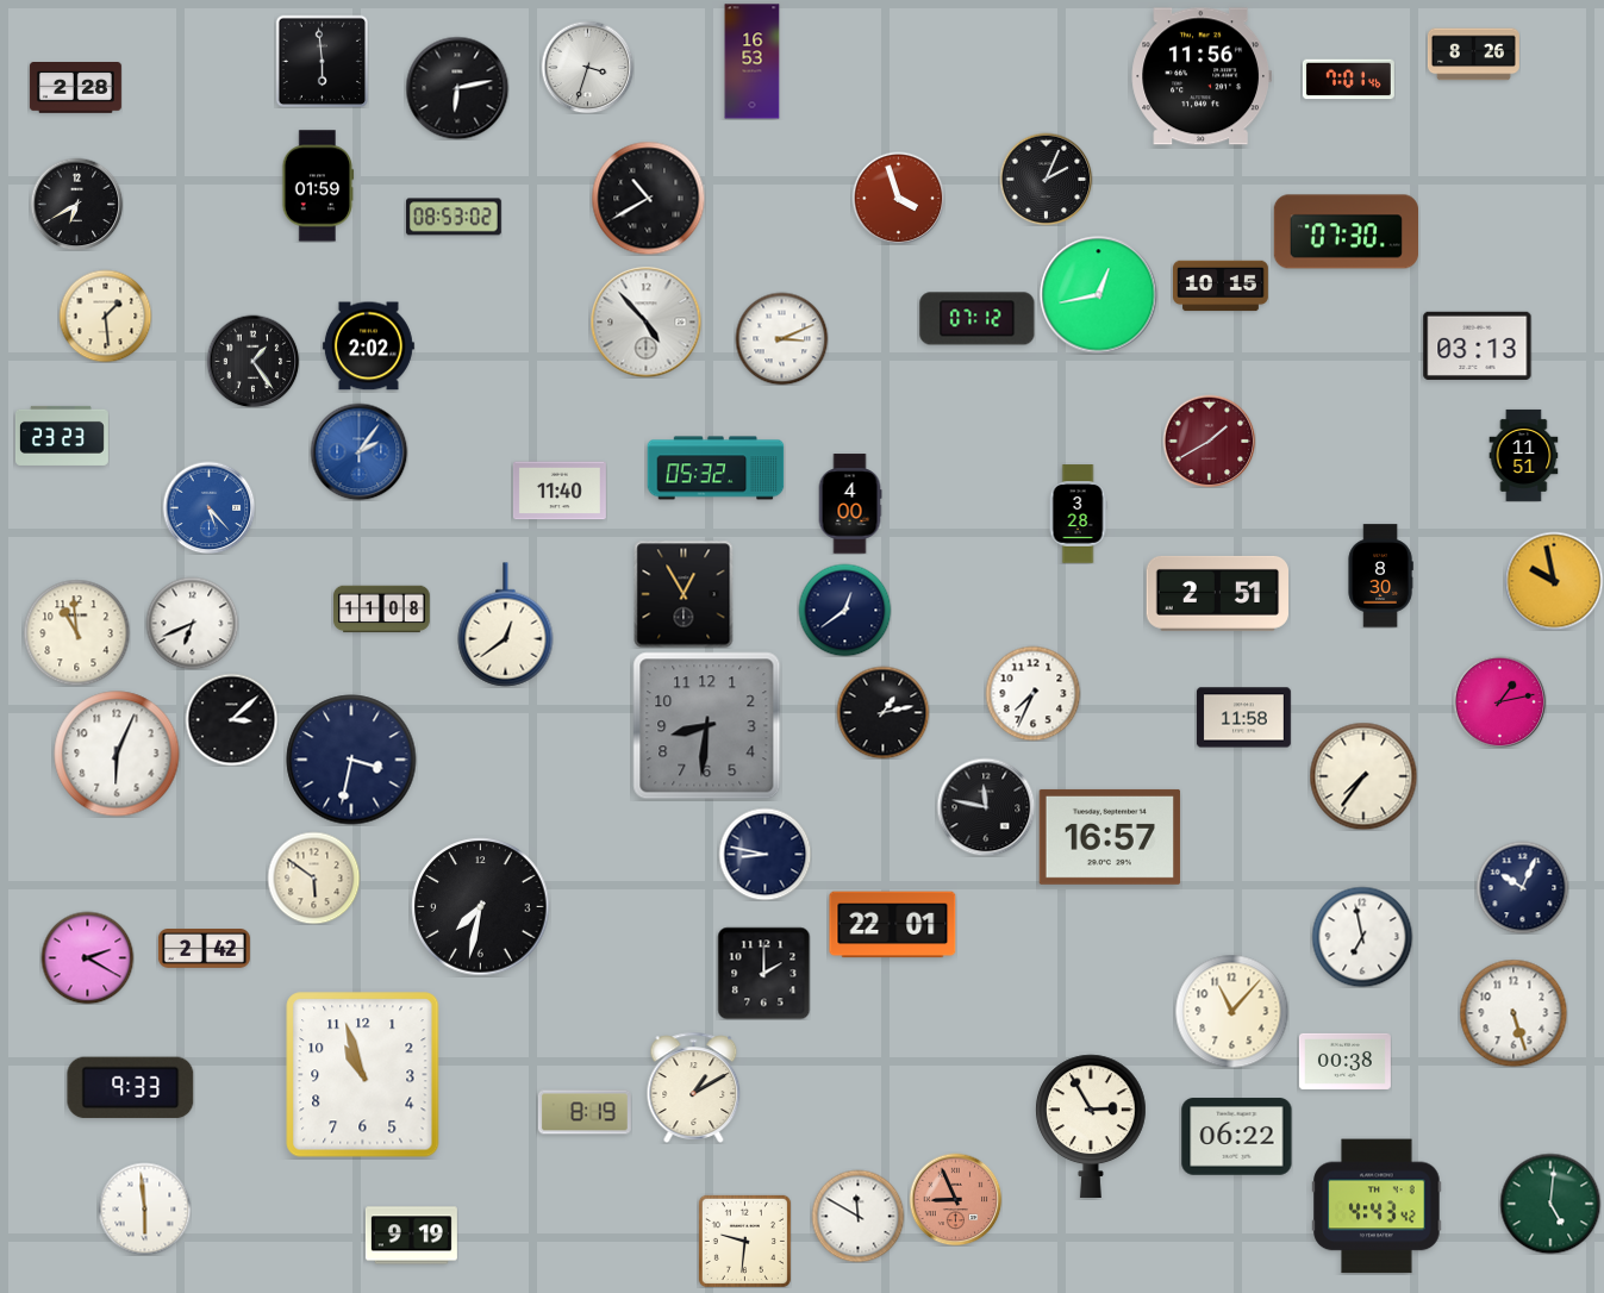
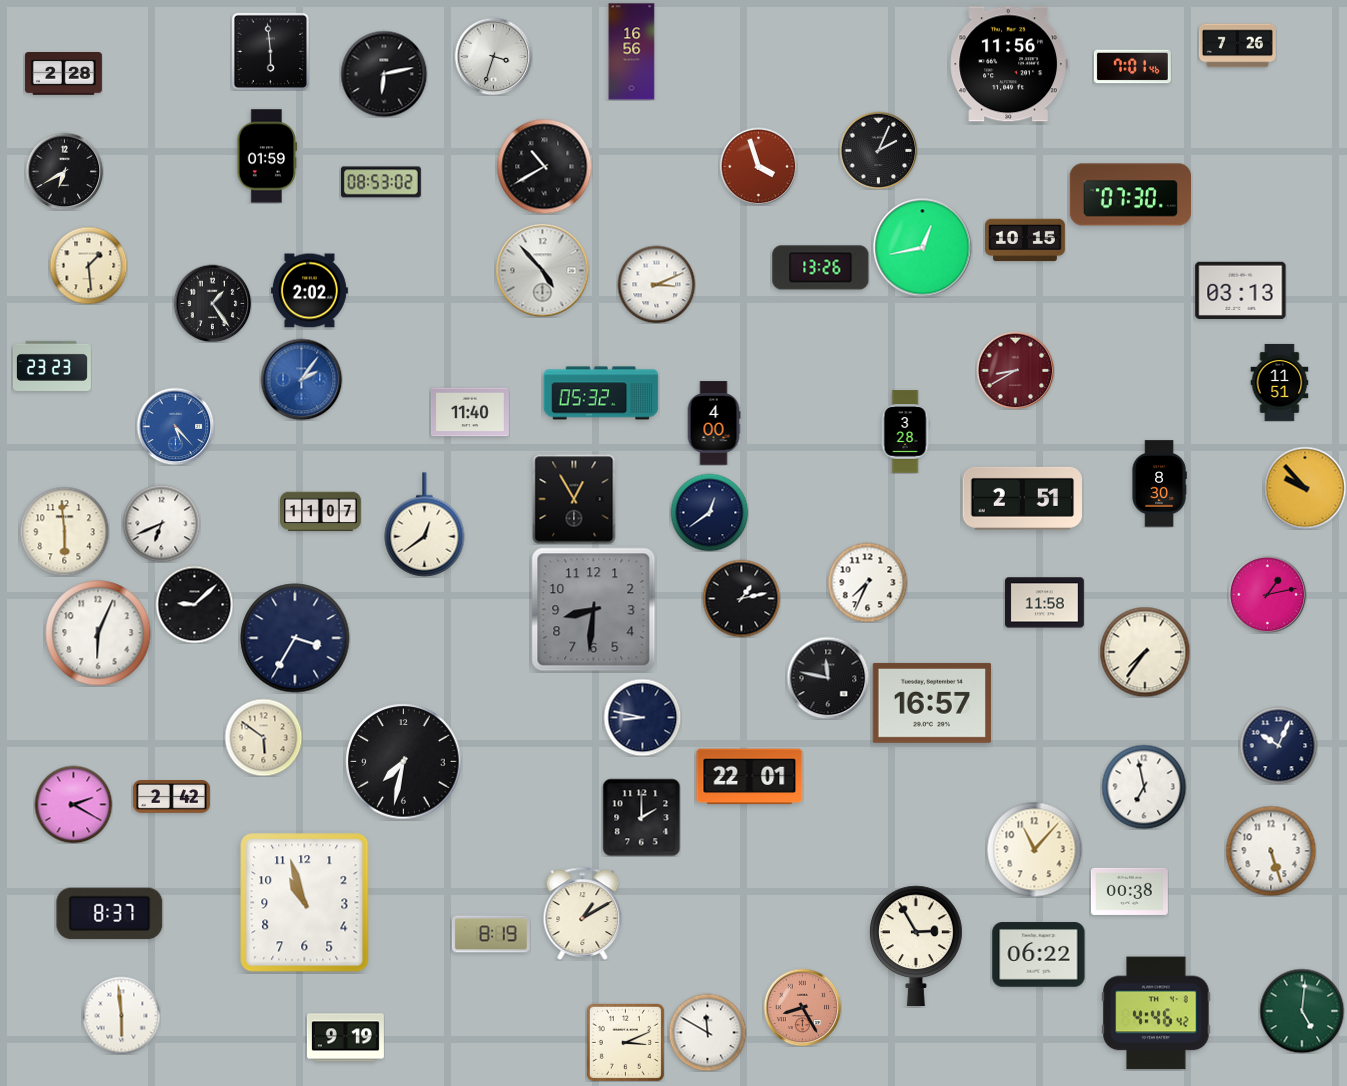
clock at (1473, 55): 8:26 -> 7:26
clock at (753, 62): 16:53 -> 16:56
clock at (898, 198) position: (898, 198) -> (758, 166)
clock at (978, 319): 07:12 -> 13:26
clock at (1209, 441): 1:40 -> 8:40
clock at (1554, 581): 9:58 -> 9:53
clock at (382, 610): 11:08 -> 11:07
clock at (76, 632): 10:59 -> 5:59
clock at (1499, 701) position: (1499, 701) -> (1267, 594)
clock at (231, 719): 3:08 -> 9:08
clock at (351, 760): 3:32 -> 3:35
clock at (131, 1088): 9:33 -> 8:37
clock at (955, 1199): 8:56 -> 8:25
clock at (1377, 1206): 4:43 -> 4:46
clock at (857, 1216) position: (857, 1216) -> (707, 1032)
clock at (744, 1241): 9:31 -> 3:11
